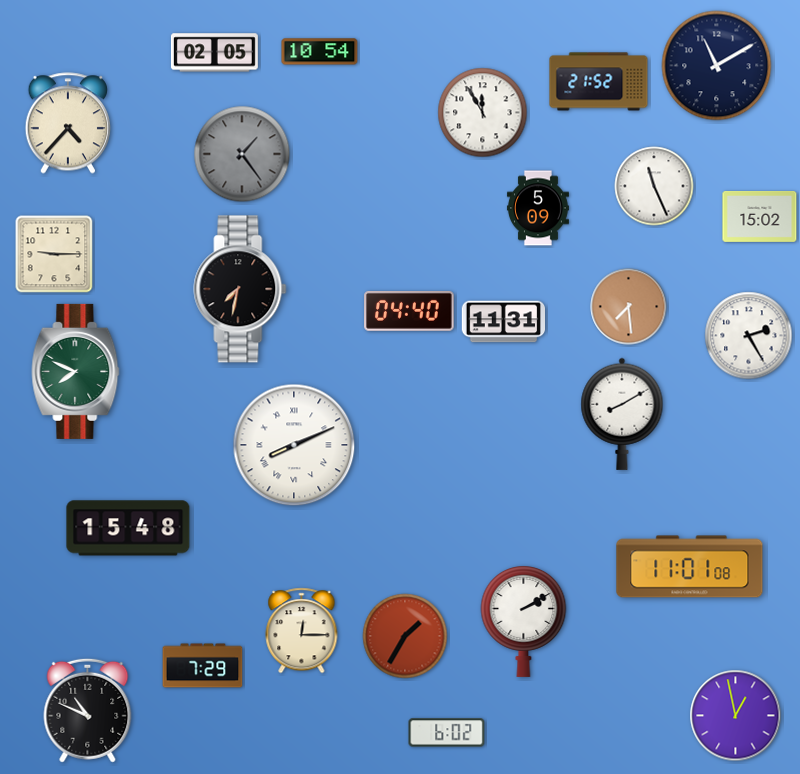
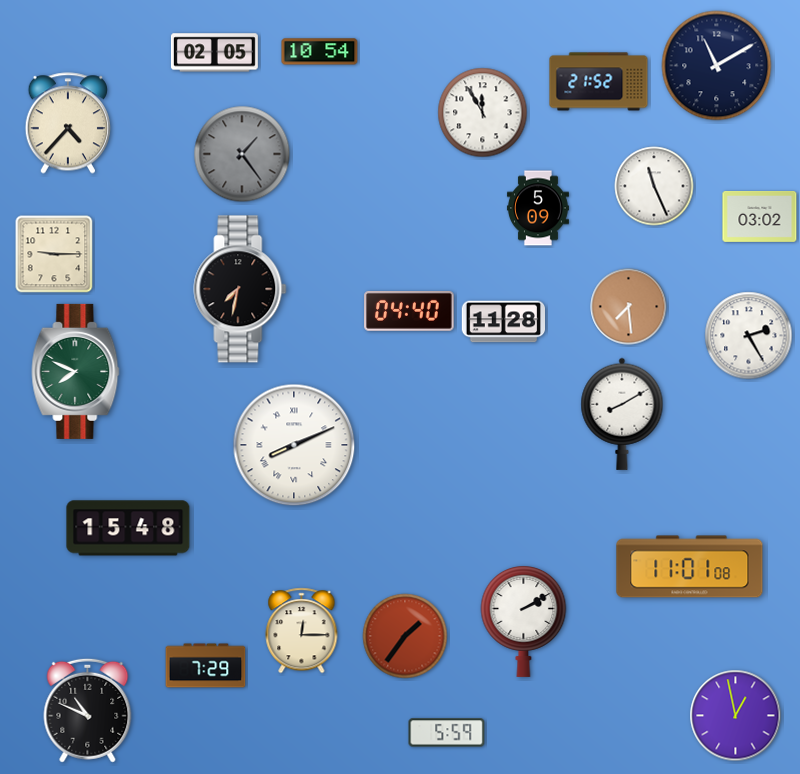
clock at (760, 216): 15:02 -> 03:02
clock at (504, 322): 11:31 -> 11:28
clock at (405, 636): 1:35 -> 1:36
clock at (203, 666) position: (203, 666) -> (206, 666)
clock at (447, 733): 6:02 -> 5:59
